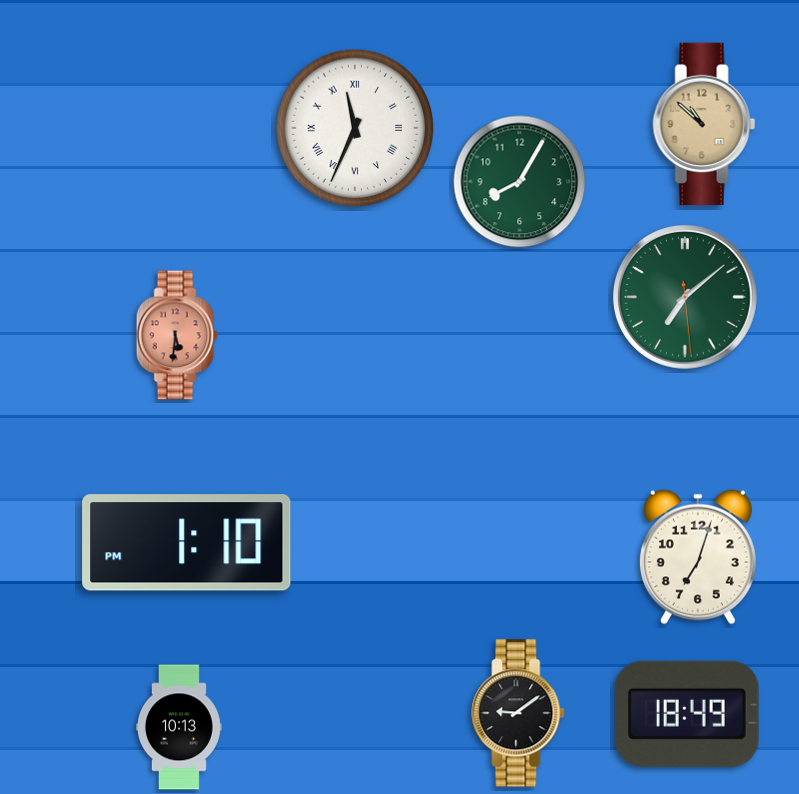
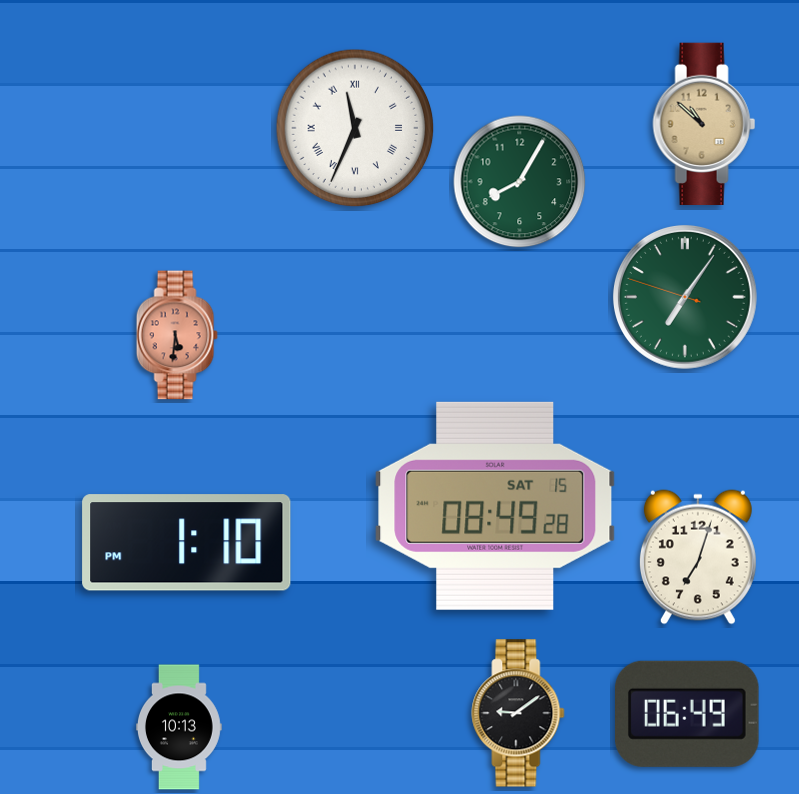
clock at (685, 297): 7:08 -> 7:05
clock at (495, 506): none -> 08:49
clock at (688, 714): 18:49 -> 06:49
